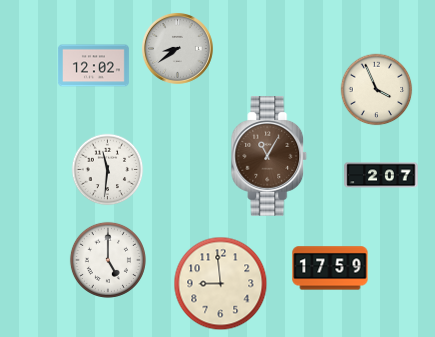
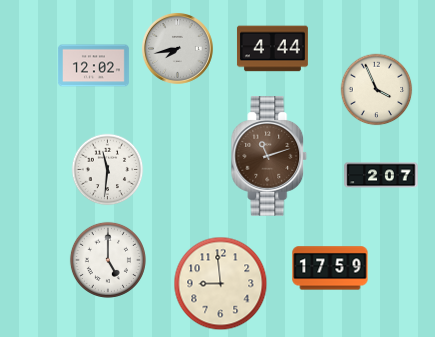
clock at (177, 48): 8:39 -> 7:43
clock at (272, 49): none -> 4:44
clock at (269, 156): 11:05 -> 11:12
